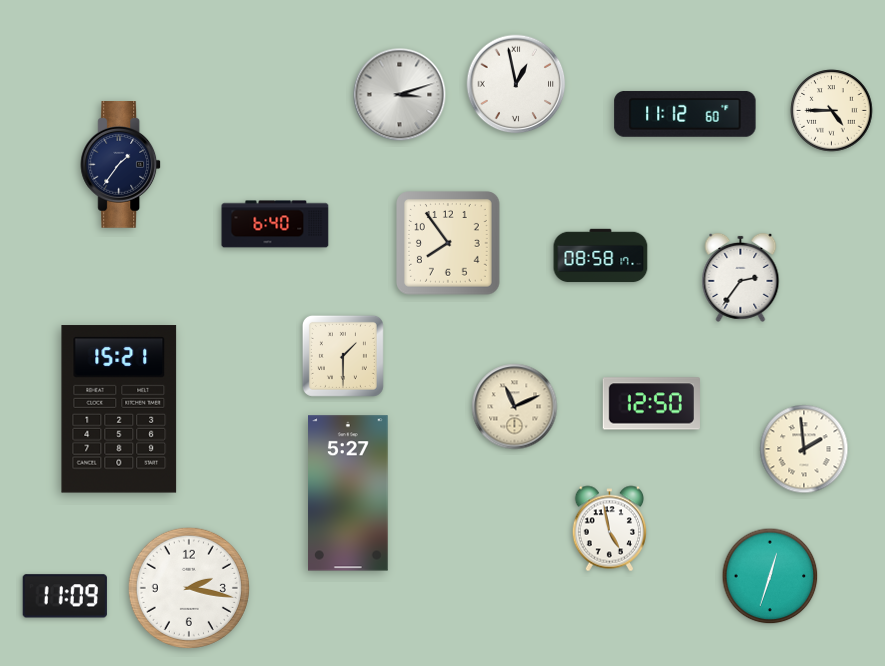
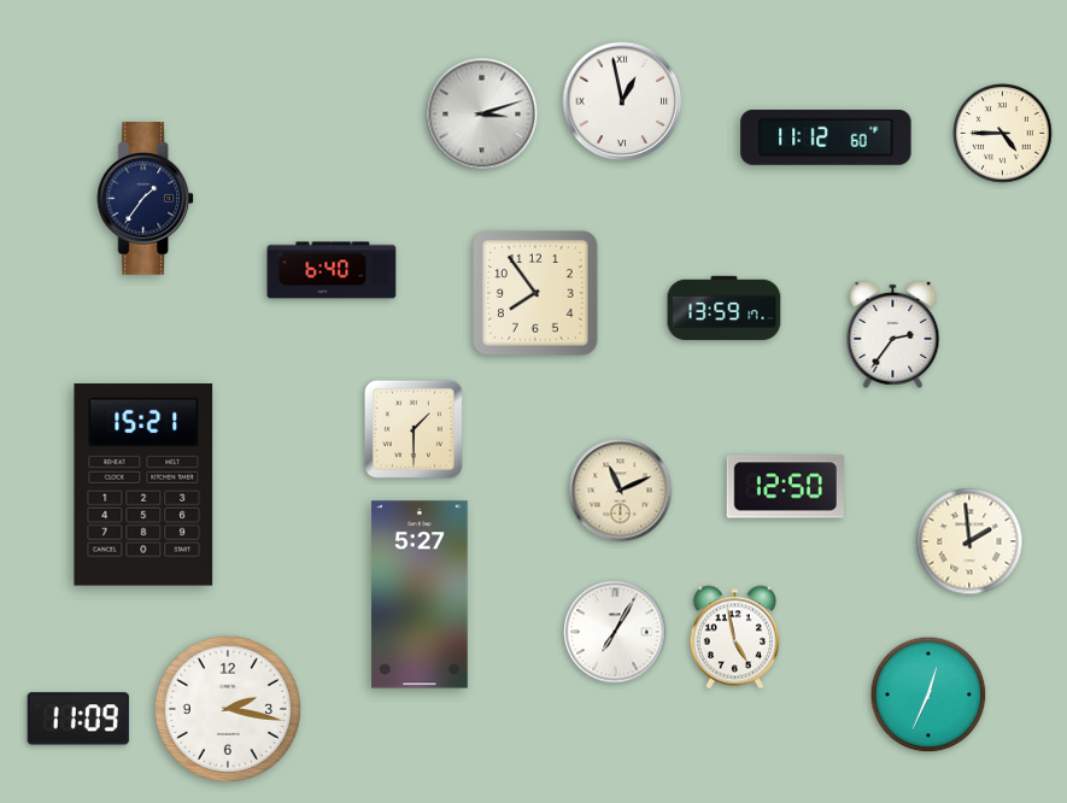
clock at (448, 243) position: (448, 243) -> (535, 293)
clock at (601, 256): 08:58 -> 13:59
clock at (119, 409) position: (119, 409) -> (143, 485)
clock at (615, 632): none -> 7:05
clock at (770, 576): 12:33 -> 12:34
